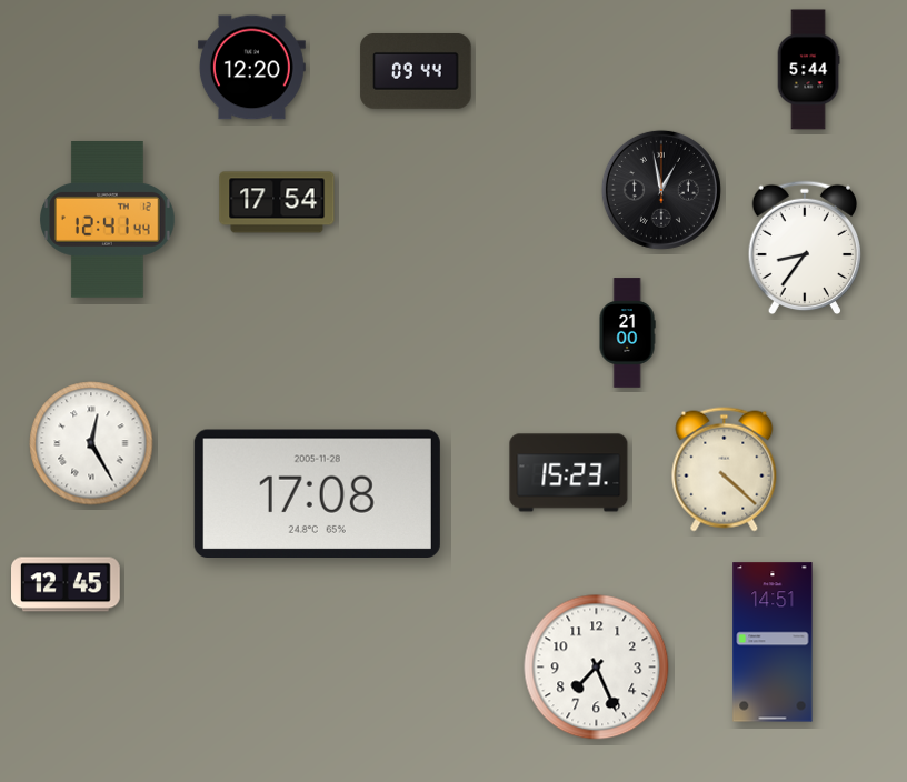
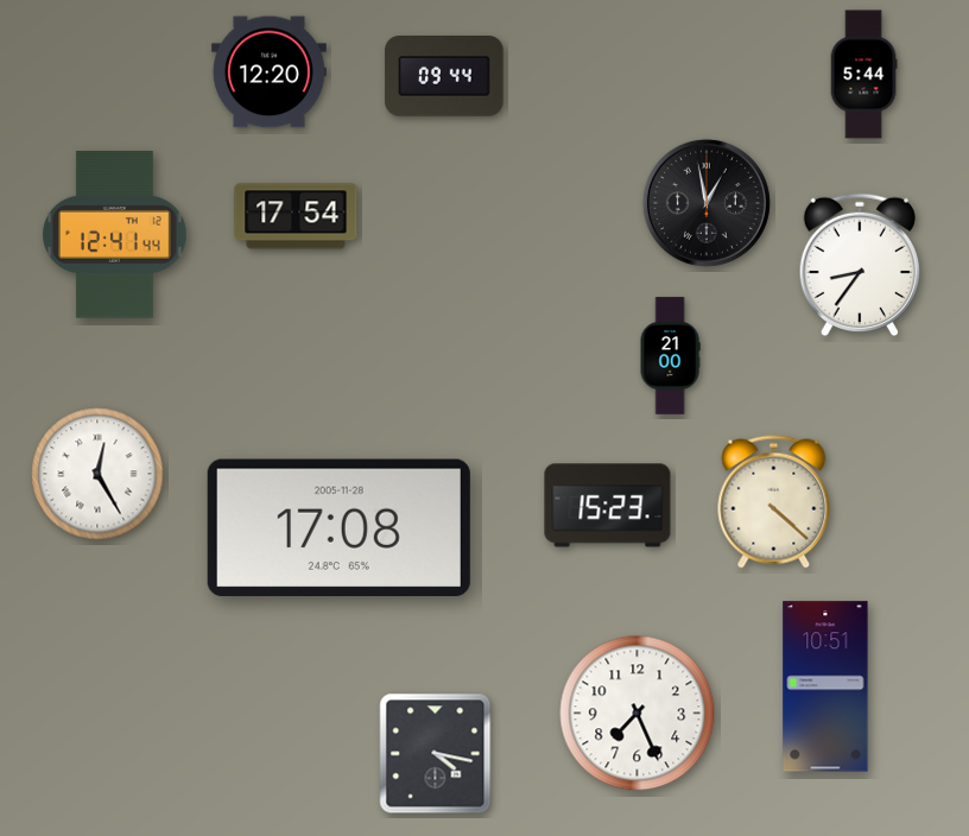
clock at (67, 584): 12:45 -> none
clock at (773, 642): 14:51 -> 10:51
clock at (436, 754): none -> 4:17
